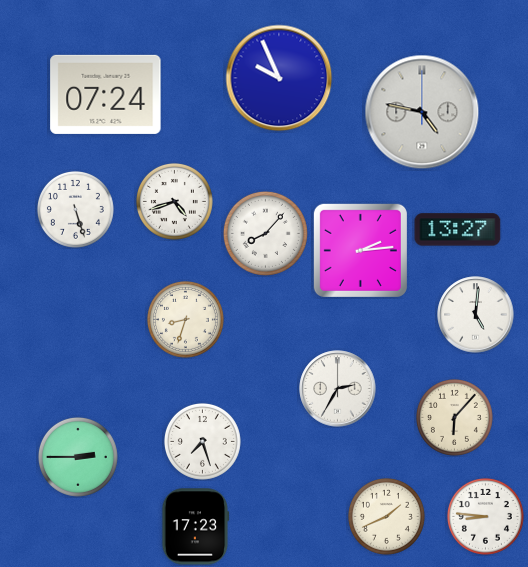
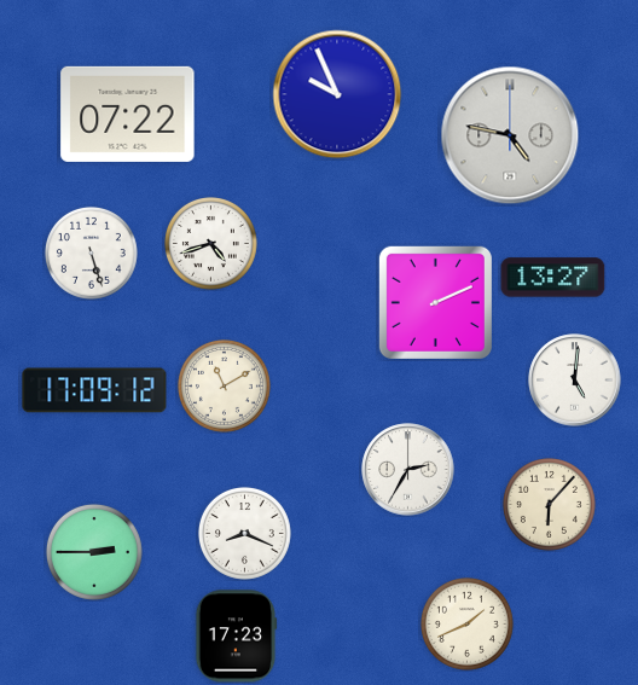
clock at (106, 94): 07:24 -> 07:22
clock at (265, 233): 8:07 -> none
clock at (360, 250): 2:14 -> 2:11
clock at (185, 319): 8:33 -> 11:10
clock at (94, 390): none -> 17:09
clock at (202, 441): 7:27 -> 8:19
clock at (485, 516): 8:46 -> none
